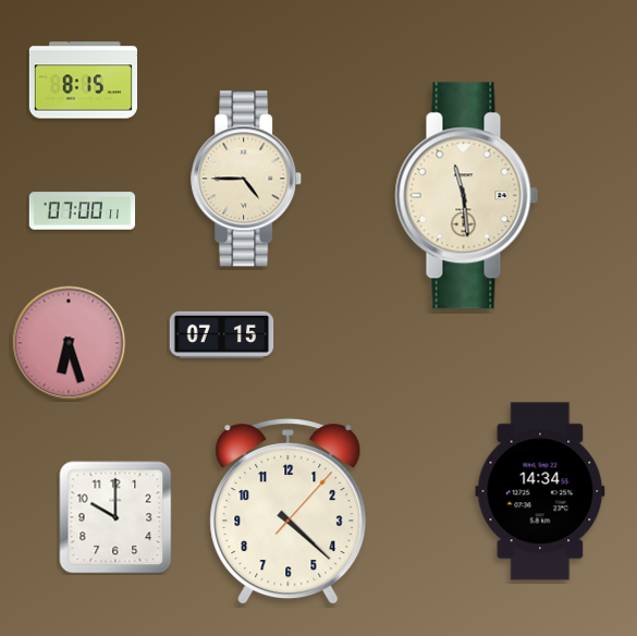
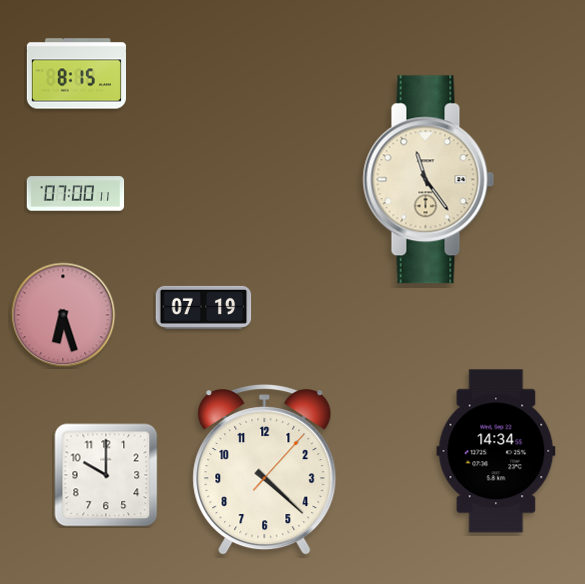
clock at (247, 179): 4:45 -> none
clock at (467, 196): 11:29 -> 11:24
clock at (222, 334): 07:15 -> 07:19
